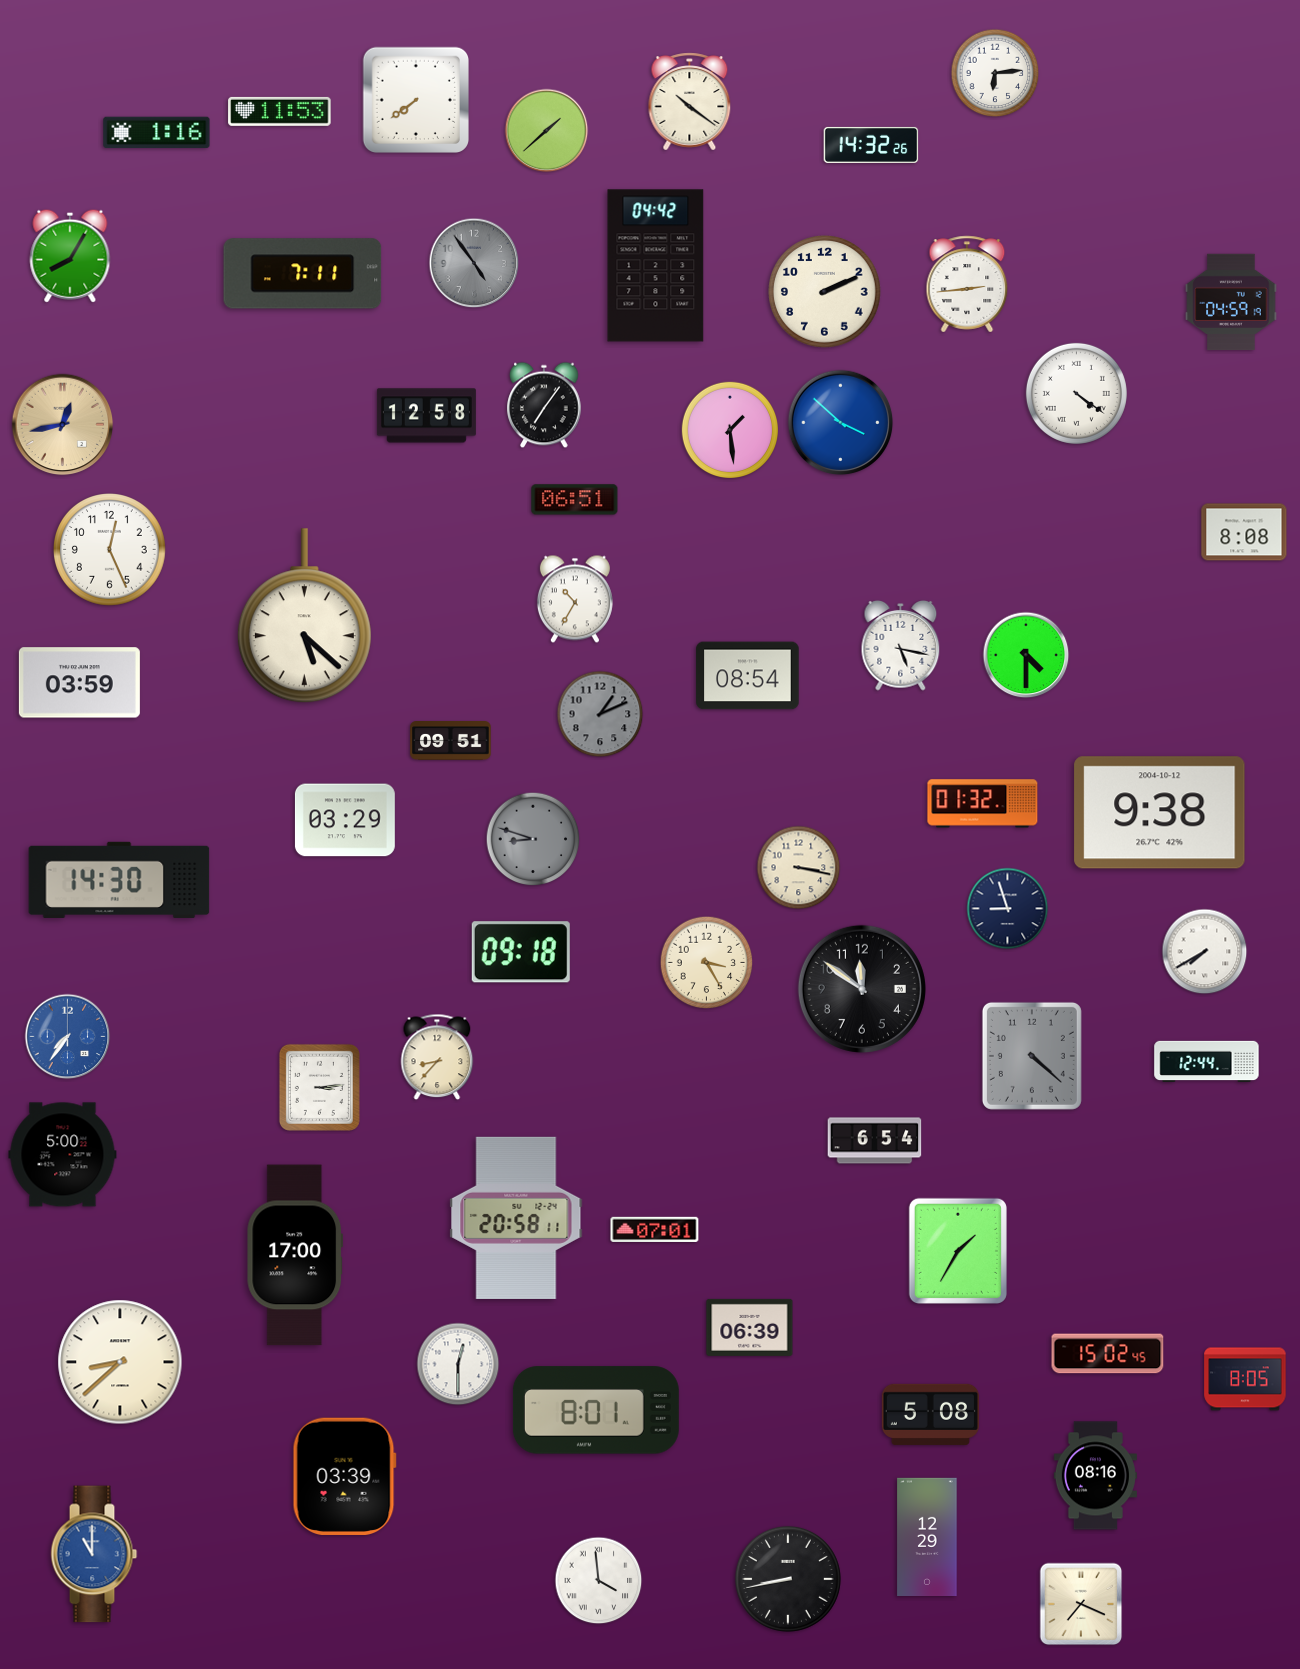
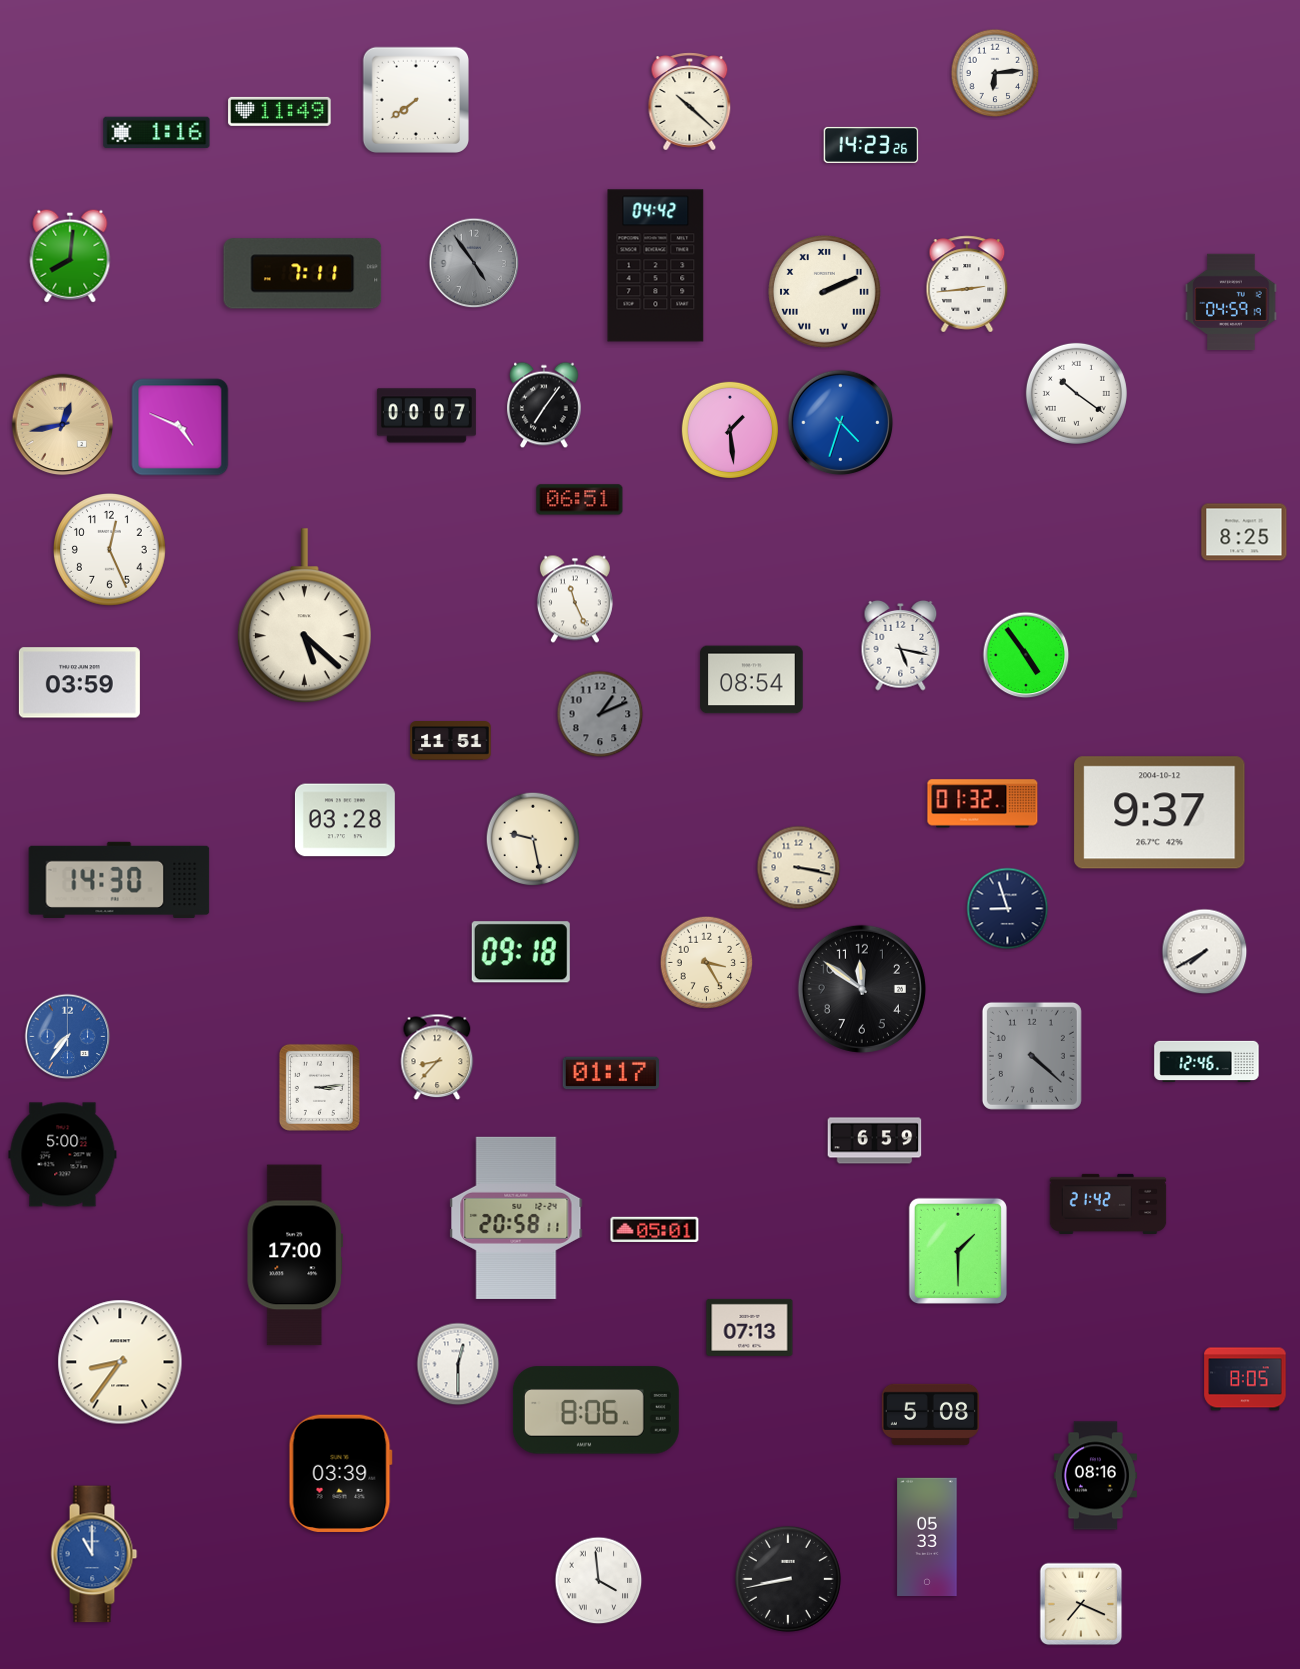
clock at (690, 102): 10:21 -> 10:22
clock at (280, 111): 11:53 -> 11:49
clock at (547, 131): 1:38 -> none
clock at (871, 145): 14:32 -> 14:23
clock at (70, 256): 8:05 -> 8:01
clock at (825, 292) numerals: Arabic -> Roman
clock at (1076, 393): 4:21 -> 10:21
clock at (426, 416): 12:58 -> 00:07
clock at (841, 423): 3:52 -> 4:33
clock at (180, 427): none -> 4:49
clock at (575, 500) position: (575, 500) -> (580, 500)
clock at (1244, 532): 8:08 -> 8:25
clock at (575, 599): 10:35 -> 11:26
clock at (1026, 655): 4:30 -> 4:54
clock at (748, 676) position: (748, 676) -> (752, 680)
clock at (451, 741): 09:51 -> 11:51
clock at (1160, 813): 9:38 -> 9:37
clock at (345, 820): 03:29 -> 03:28
clock at (533, 839): 8:48 -> 9:28
clock at (533, 839) dial: grey -> cream
clock at (1207, 1062): 12:44 -> 12:46
clock at (610, 1073): none -> 01:17
clock at (875, 1141): 6:54 -> 6:59
clock at (1108, 1203): none -> 21:42
clock at (655, 1229): 07:01 -> 05:01
clock at (958, 1251): 1:35 -> 1:30
clock at (750, 1327): 06:39 -> 07:13
clock at (1108, 1354): 15:02 -> none
clock at (120, 1362): 8:38 -> 8:36
clock at (596, 1410): 8:01 -> 8:06
clock at (344, 1476) position: (344, 1476) -> (340, 1473)
clock at (927, 1536): 12:29 -> 05:33
